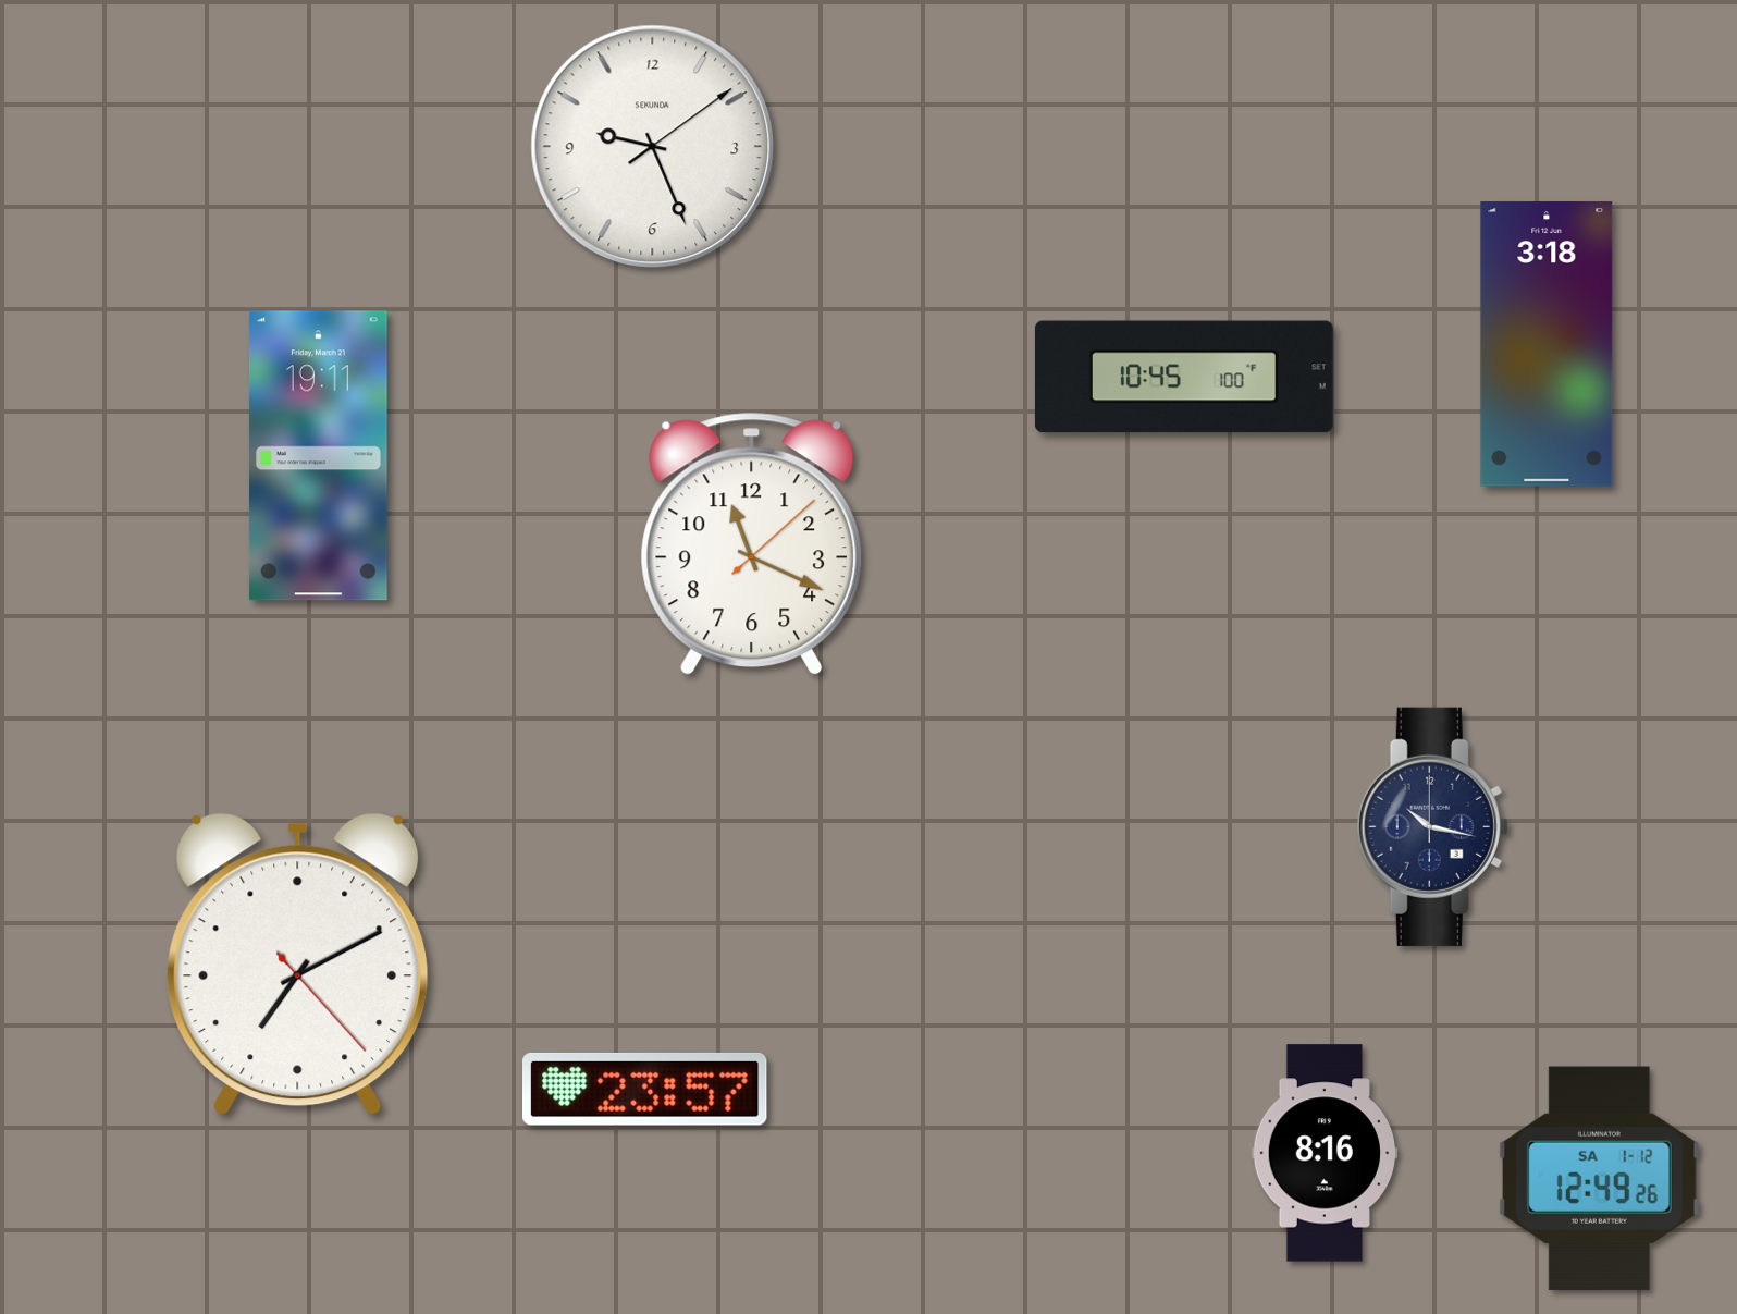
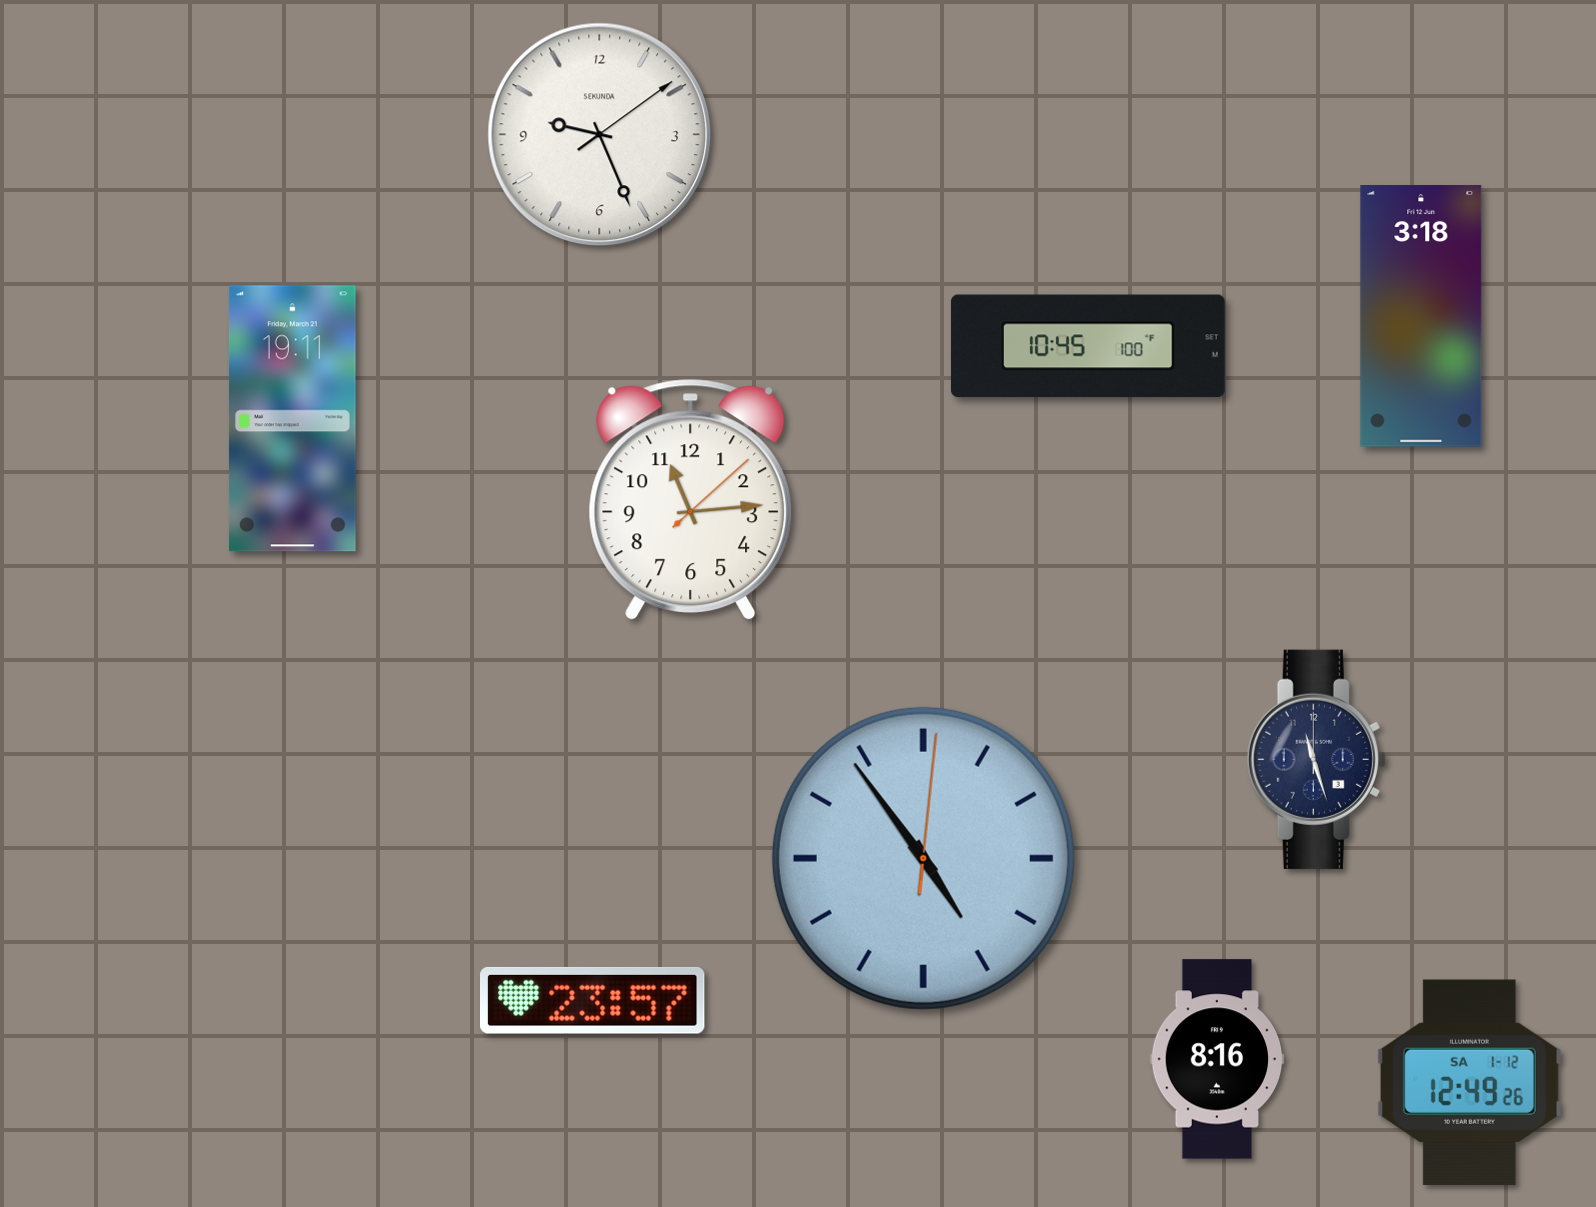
clock at (752, 544): 11:19 -> 11:14
clock at (1432, 826): 10:17 -> 11:27
clock at (923, 858): none -> 4:54
clock at (298, 965): 7:10 -> none
